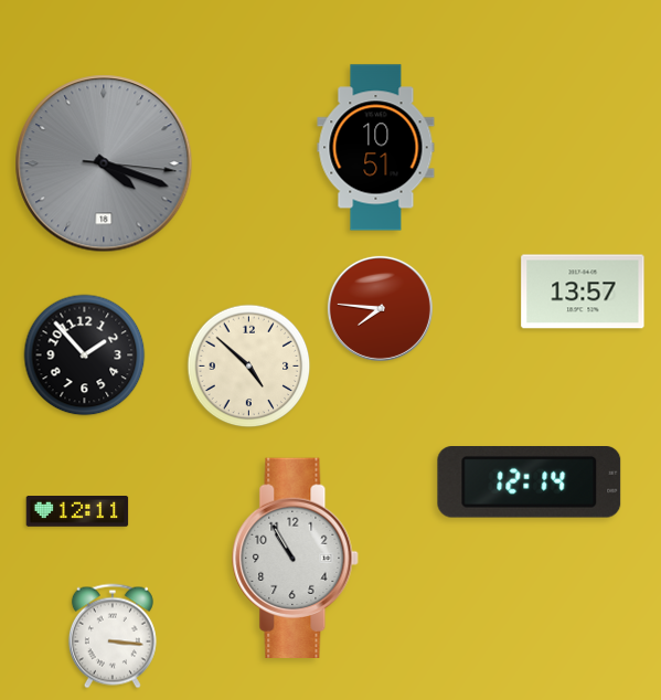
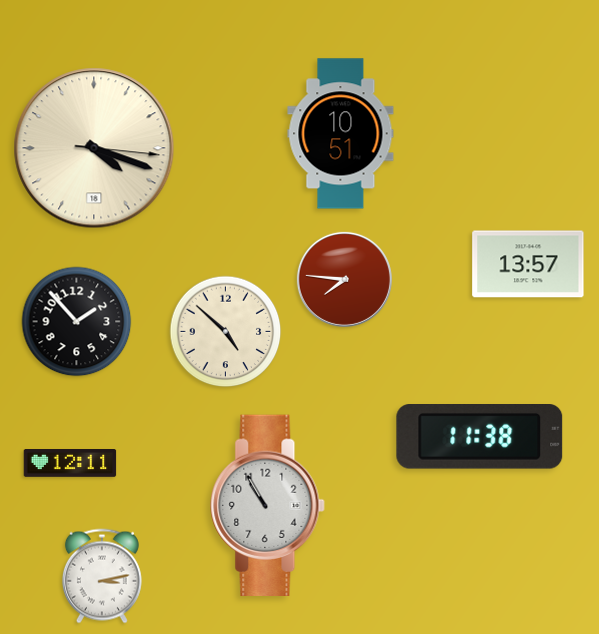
clock at (104, 163) dial: grey -> cream
clock at (530, 482): 12:14 -> 11:38
clock at (113, 636): 3:16 -> 3:13
